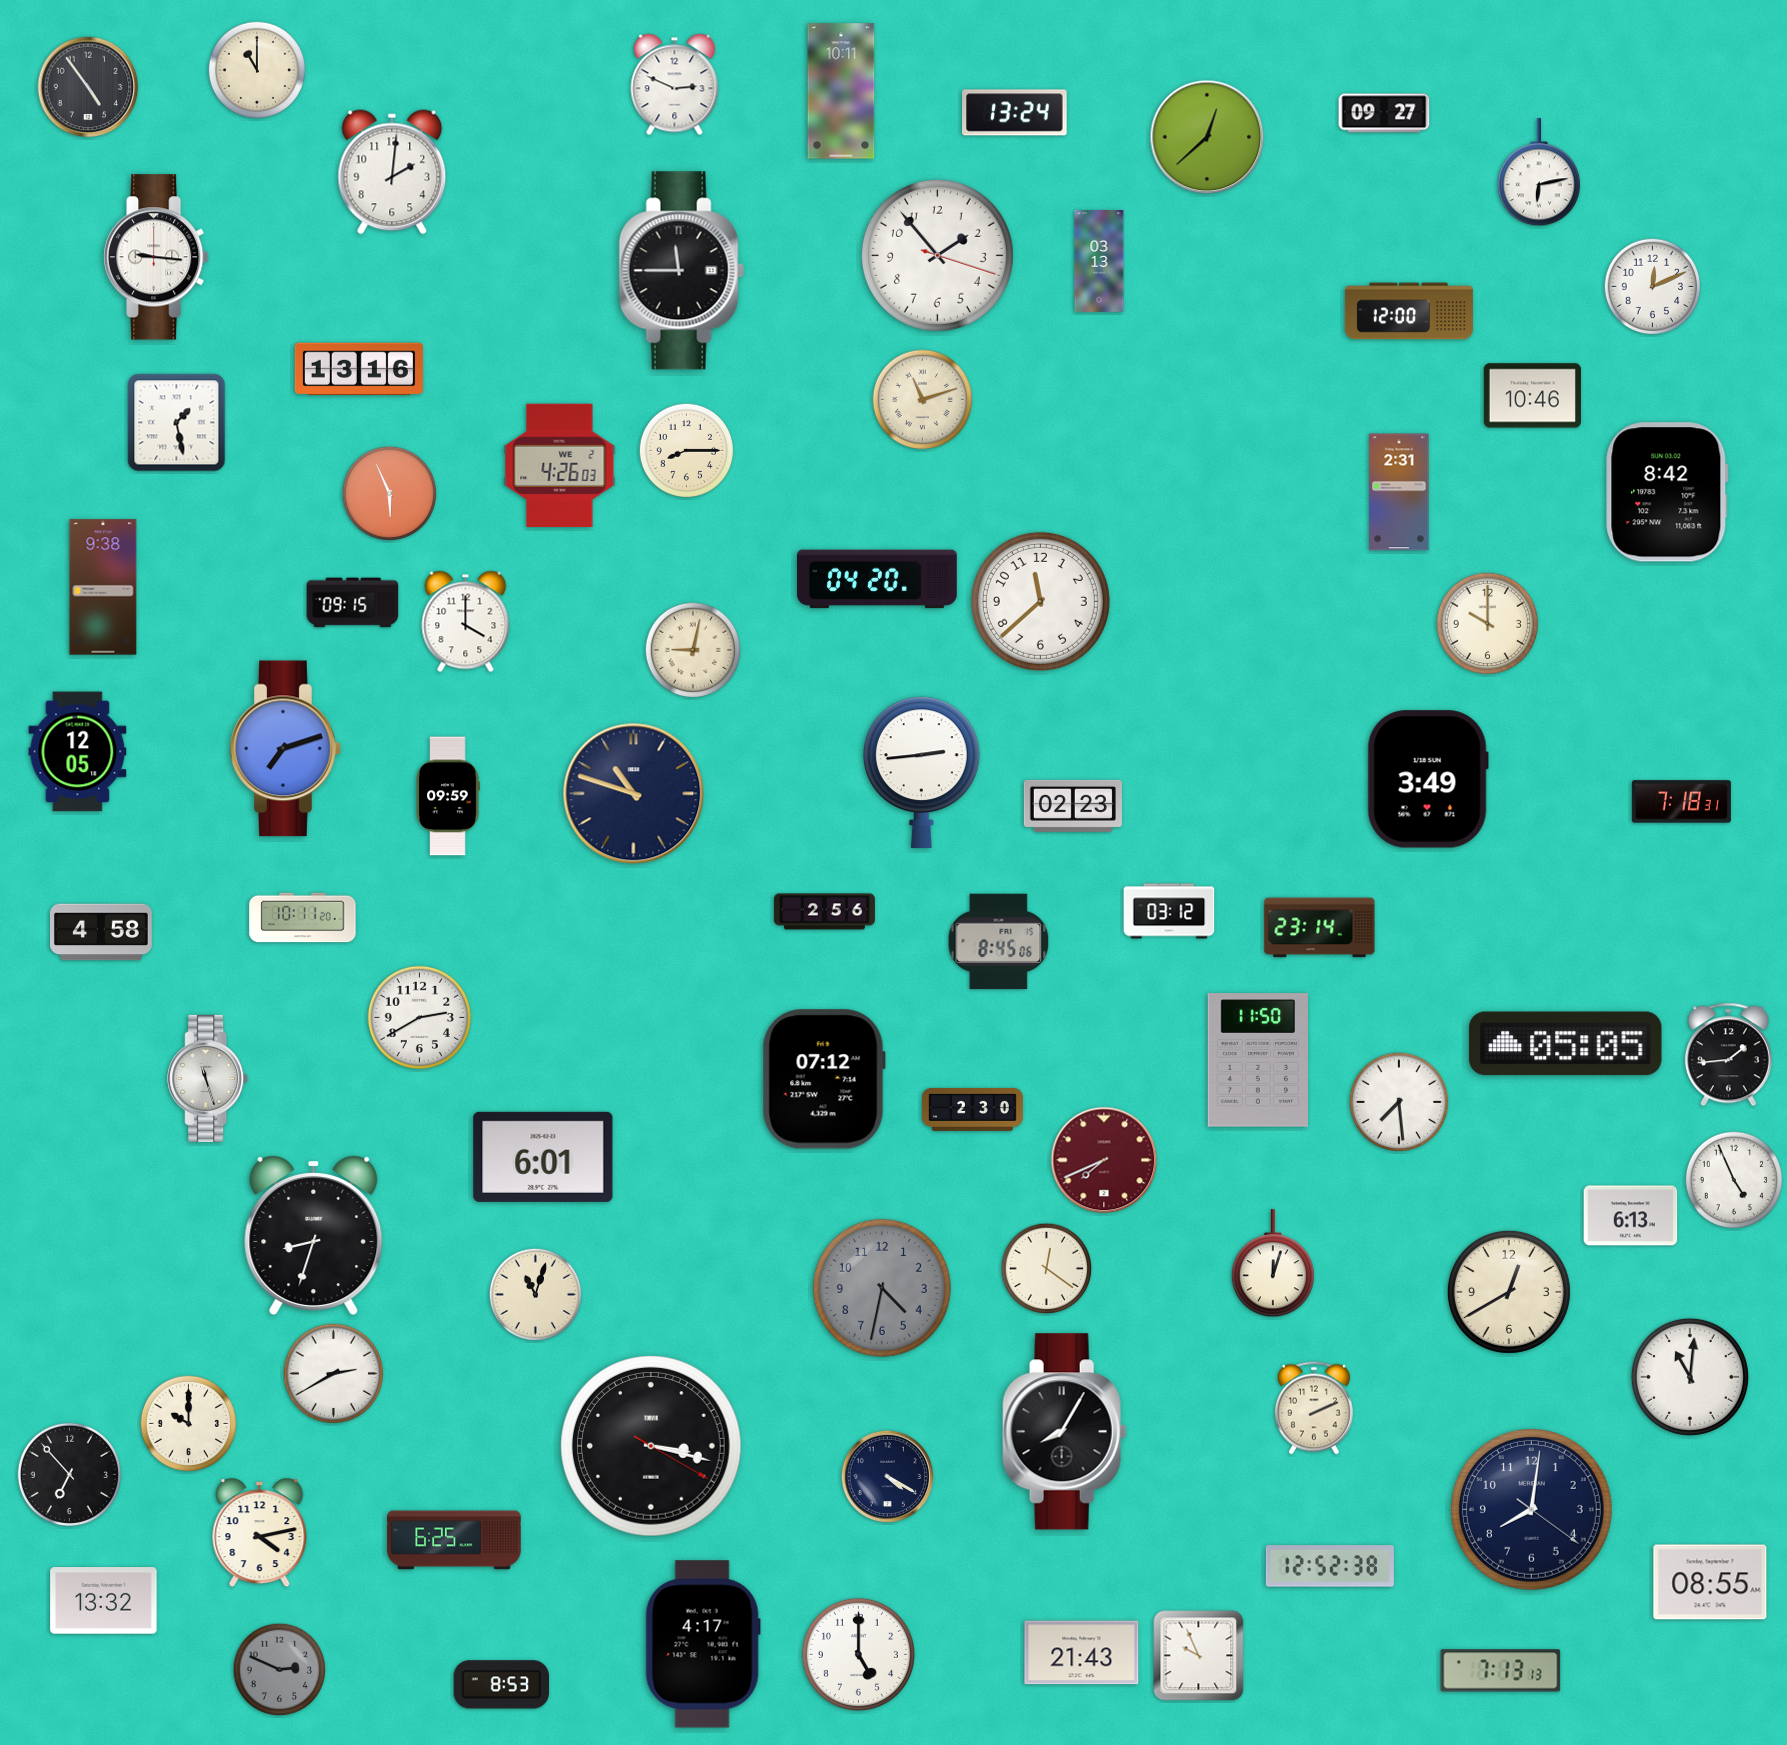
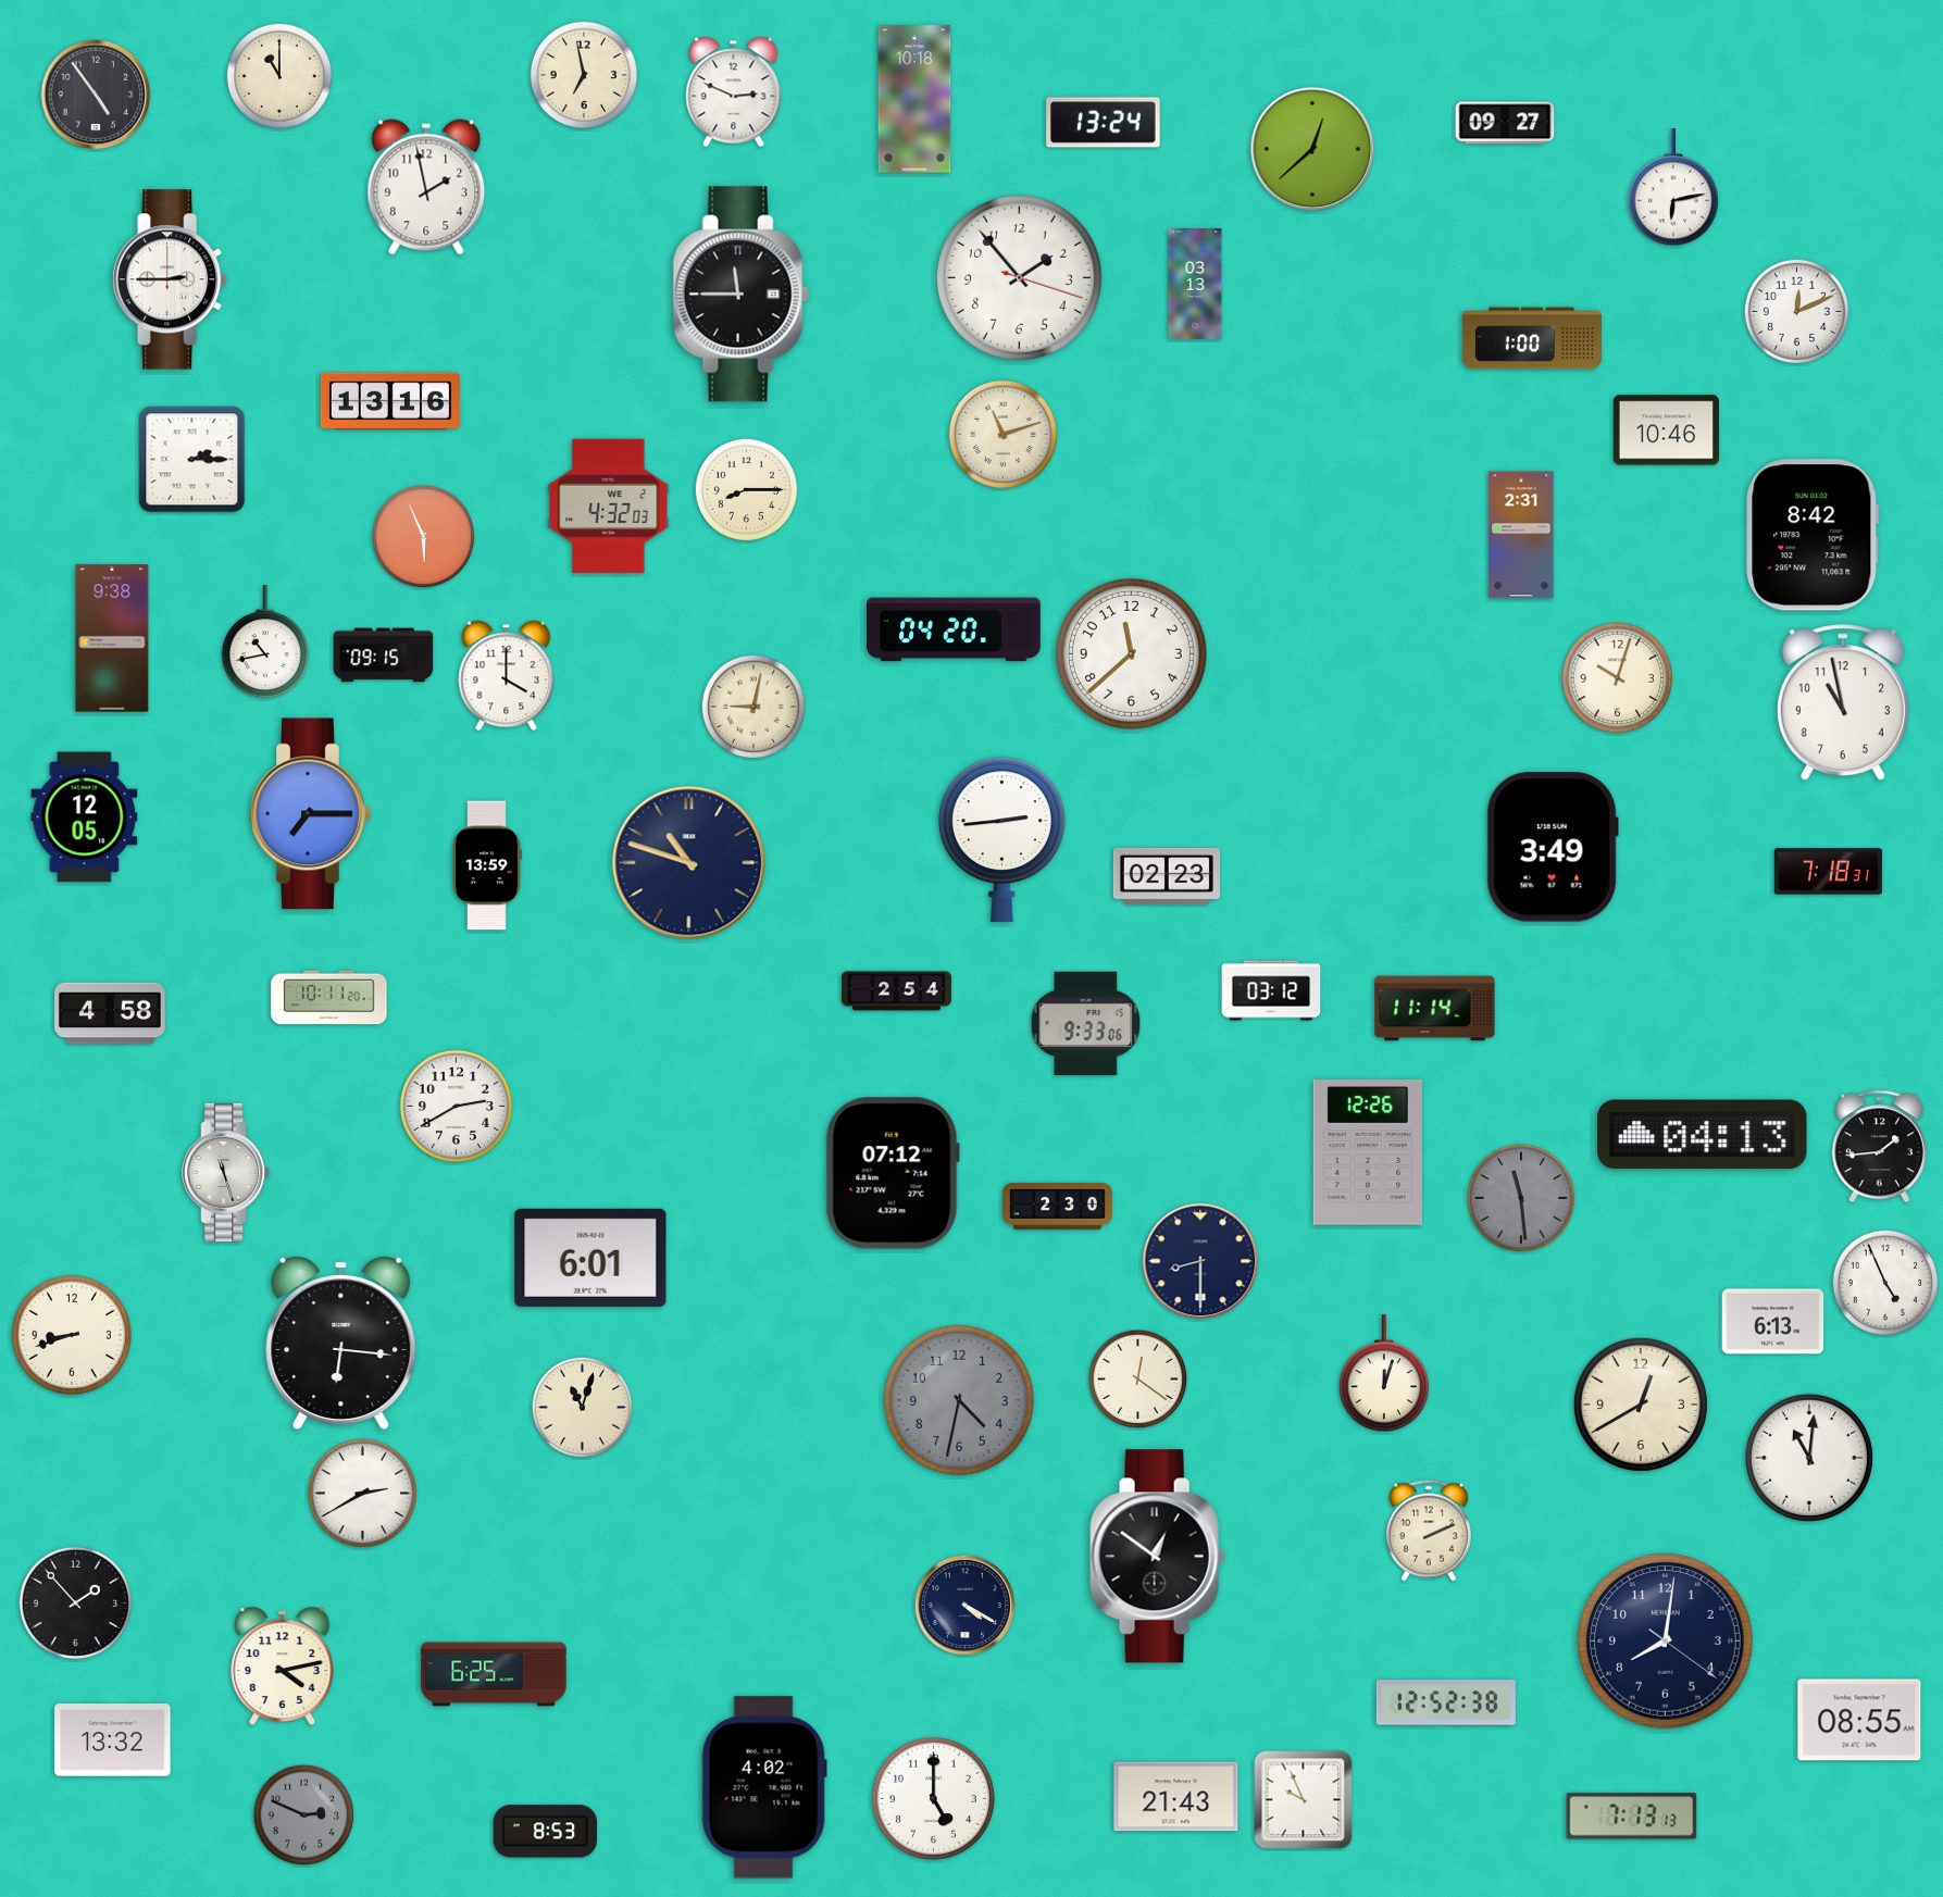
clock at (583, 74): none -> 6:58
clock at (841, 91): 10:11 -> 10:18
clock at (392, 172): 2:01 -> 1:58
clock at (156, 257): 9:16 -> 2:45
clock at (1409, 311): 12:00 -> 1:00
clock at (177, 423): 1:28 -> 2:15
clock at (560, 466): 4:26 -> 4:32
clock at (265, 642): none -> 10:43
clock at (1487, 623): 10:00 -> 10:03
clock at (1843, 703): none -> 10:58
clock at (286, 749): 7:12 -> 7:15
clock at (448, 796): 09:59 -> 13:59
clock at (824, 912): 2:56 -> 2:54
clock at (1320, 928): 23:14 -> 11:14
clock at (999, 942): 8:45 -> 9:33
clock at (1566, 1044): 05:05 -> 04:13
clock at (1257, 1060): 11:50 -> 12:26
clock at (824, 1079) position: (824, 1079) -> (893, 1173)
clock at (1398, 1101): 7:29 -> 11:29
clock at (1398, 1101) dial: white -> grey
clock at (1104, 1160): 7:41 -> 8:30
clock at (1104, 1160) dial: burgundy -> navy
clock at (72, 1335): none -> 8:42
clock at (314, 1235): 8:33 -> 6:16
clock at (1690, 1377) position: (1690, 1377) -> (1809, 1458)
clock at (188, 1423): 10:00 -> none
clock at (1065, 1432): 8:05 -> 12:51
clock at (651, 1446): 3:17 -> none
clock at (69, 1474): 6:53 -> 1:53
clock at (703, 1644): 4:17 -> 4:02
